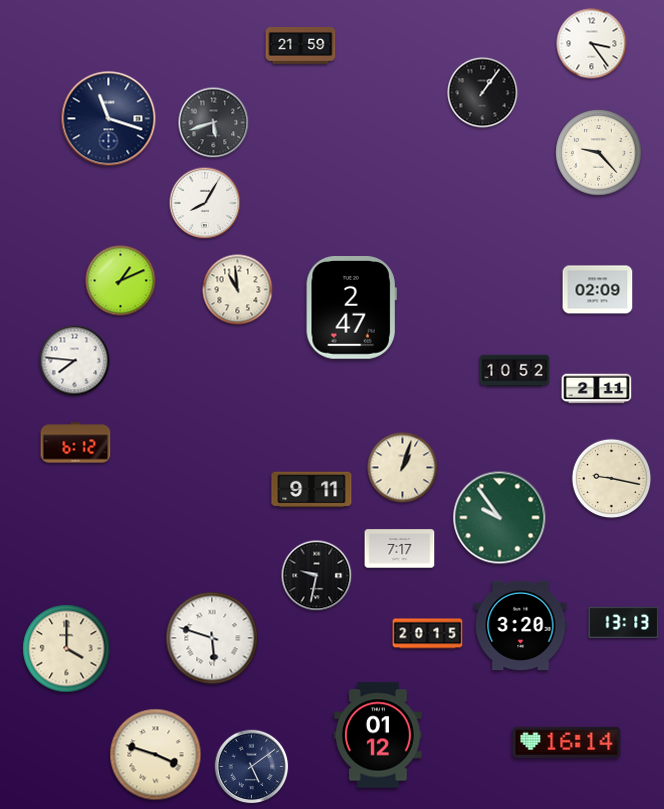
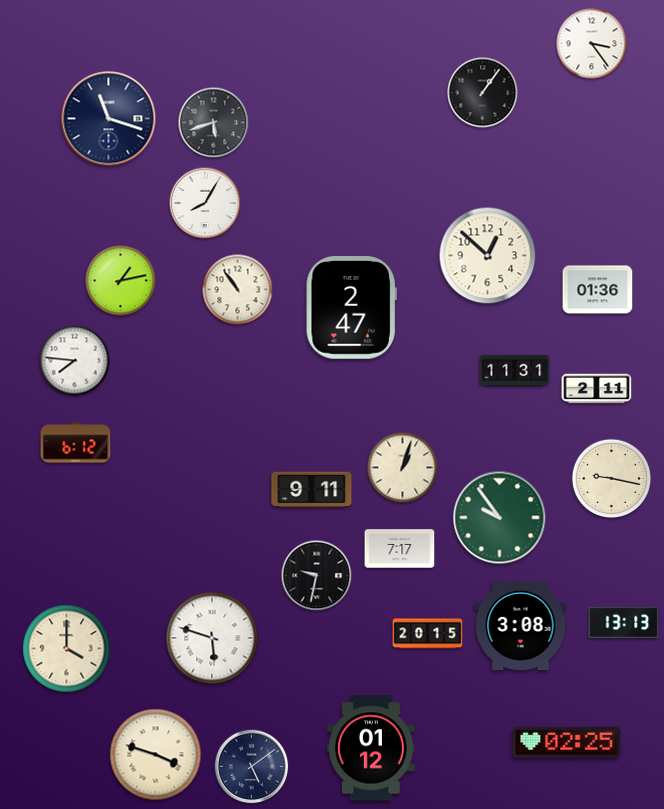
clock at (301, 46): 21:59 -> none
clock at (599, 153): 9:23 -> none
clock at (488, 256): none -> 12:52
clock at (121, 281): 1:11 -> 1:13
clock at (238, 290): 10:59 -> 10:54
clock at (598, 290): 02:09 -> 01:36
clock at (515, 371): 10:52 -> 11:31
clock at (521, 626): 3:20 -> 3:08
clock at (378, 735) position: (378, 735) -> (371, 748)
clock at (567, 742): 16:14 -> 02:25
